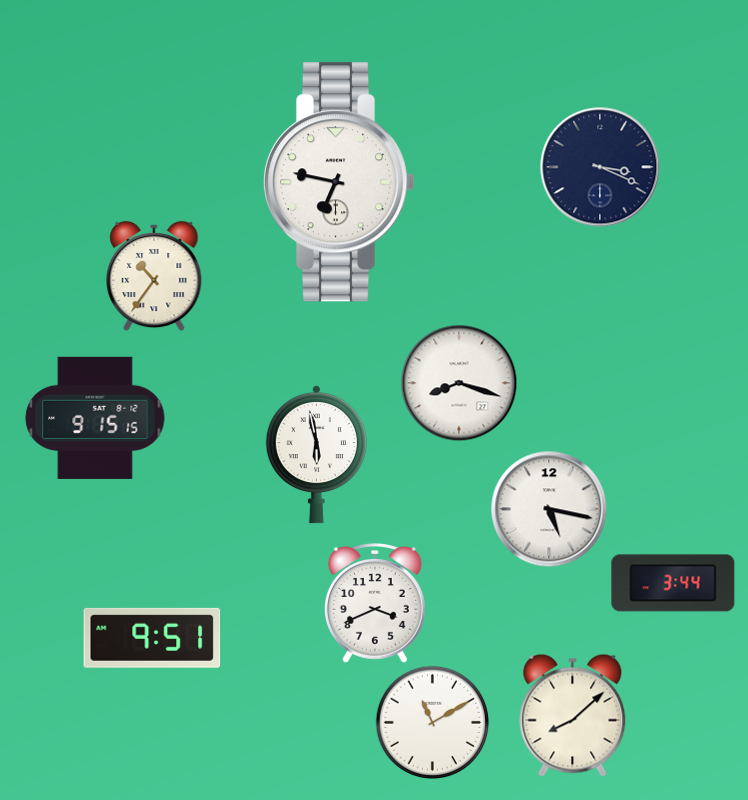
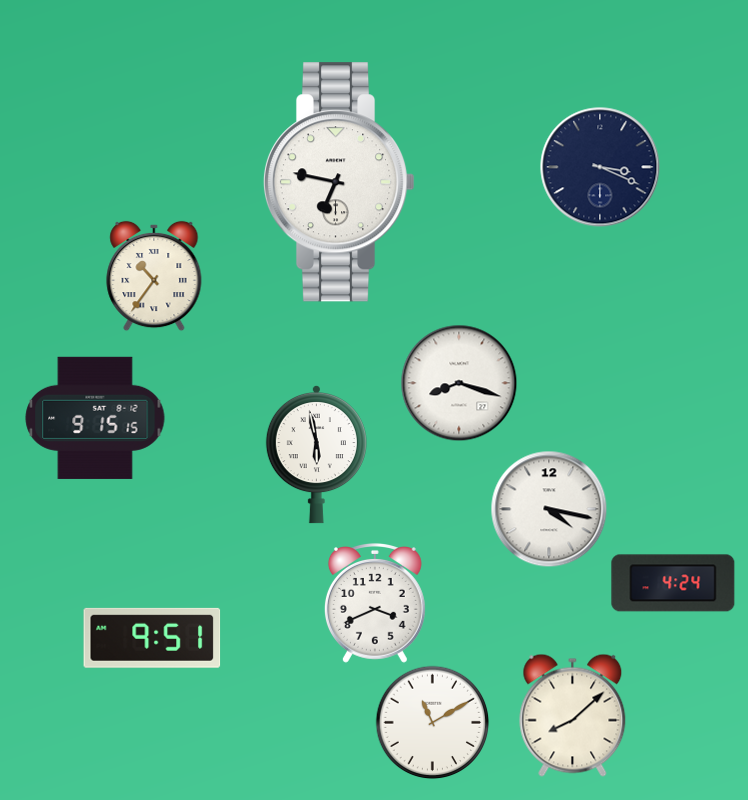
clock at (549, 509): 5:17 -> 4:17
clock at (673, 583): 3:44 -> 4:24
